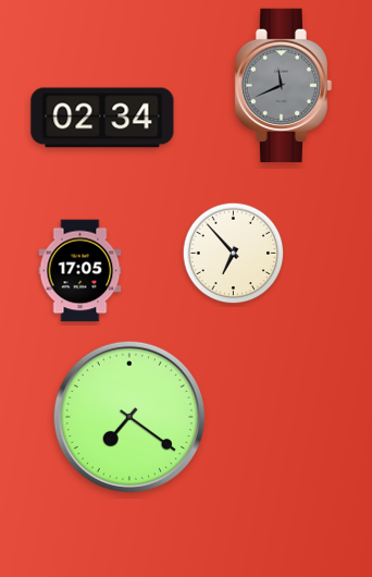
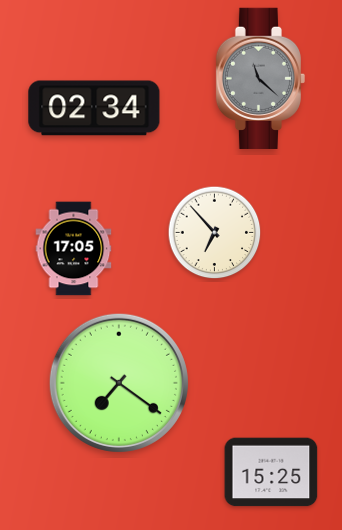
clock at (283, 85): 11:41 -> 11:22
clock at (271, 472): none -> 15:25
